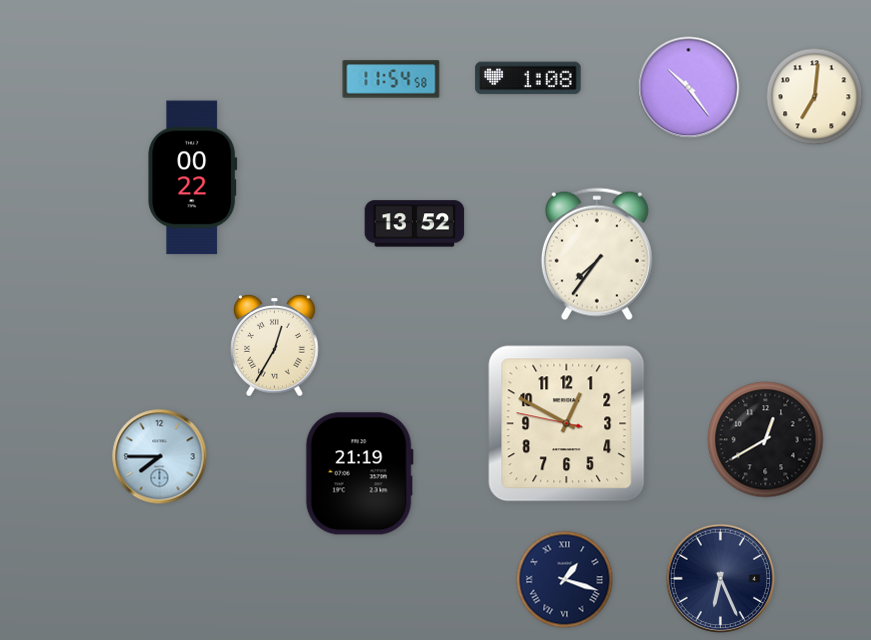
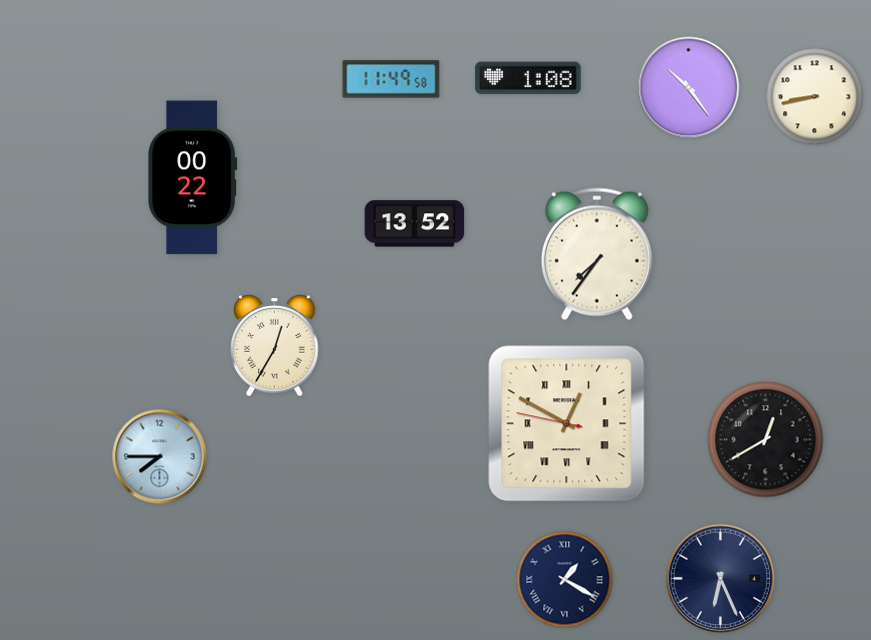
clock at (391, 79): 11:54 -> 11:49
clock at (815, 97): 7:01 -> 8:43
clock at (567, 424) numerals: Arabic -> Roman
clock at (359, 474): 21:19 -> none
clock at (565, 580): 1:18 -> 1:20
